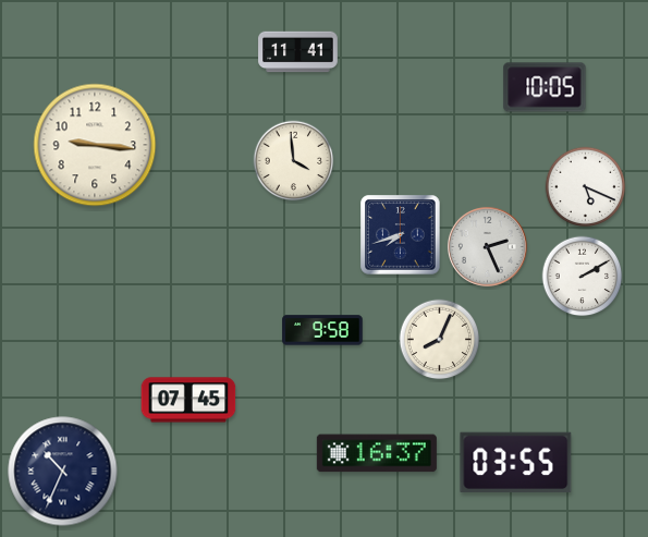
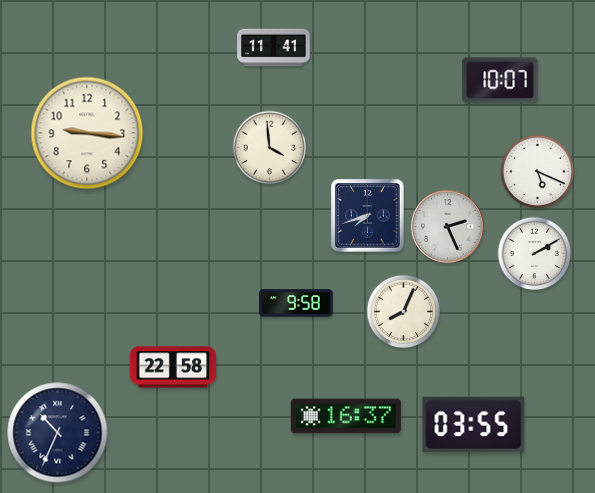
clock at (545, 87): 10:05 -> 10:07
clock at (188, 400): 07:45 -> 22:58
